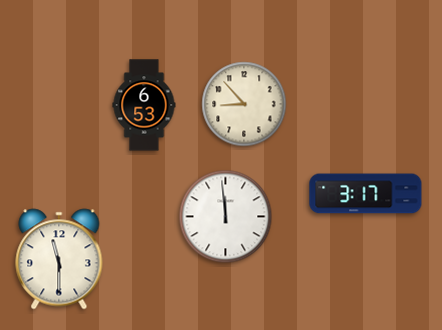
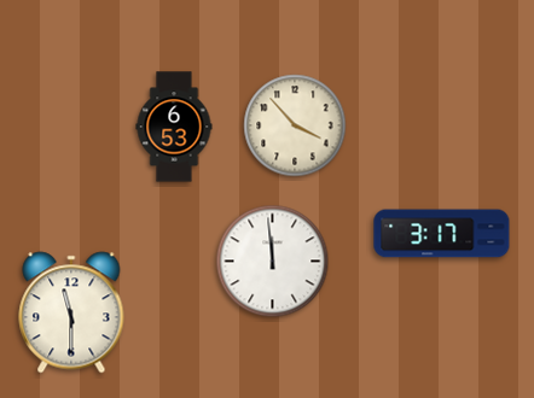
clock at (244, 104): 8:53 -> 3:53
